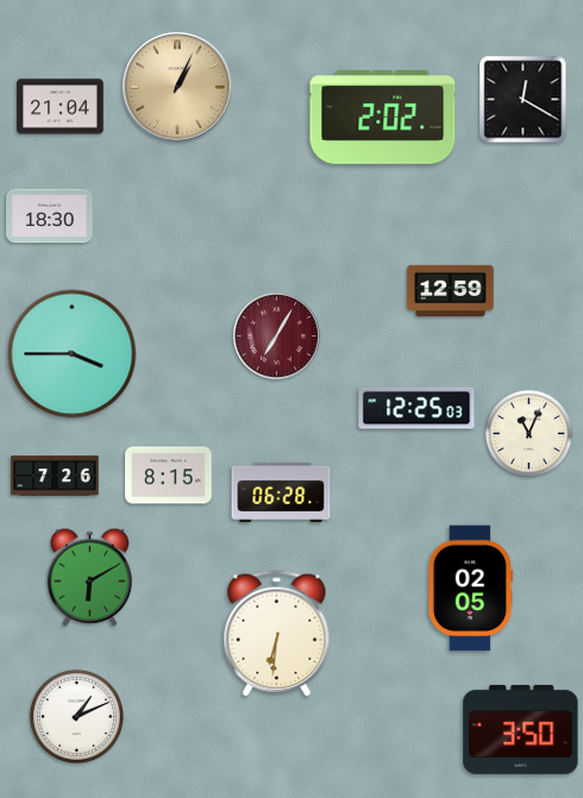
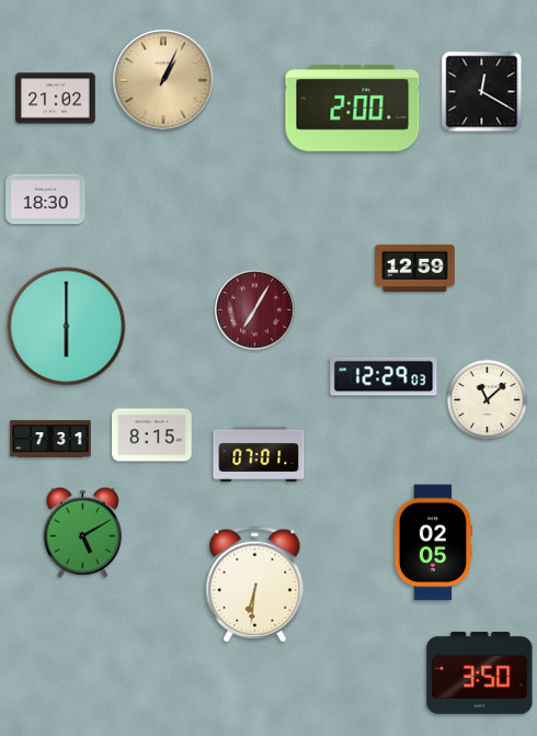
clock at (61, 107): 21:04 -> 21:02
clock at (383, 118): 2:02 -> 2:00
clock at (73, 354): 3:45 -> 6:00
clock at (416, 408): 12:25 -> 12:29
clock at (529, 434): 11:04 -> 11:08
clock at (55, 476): 7:26 -> 7:31
clock at (169, 476) position: (169, 476) -> (152, 435)
clock at (281, 492): 06:28 -> 07:01
clock at (89, 577): 6:10 -> 5:10
clock at (76, 716): 1:11 -> none
